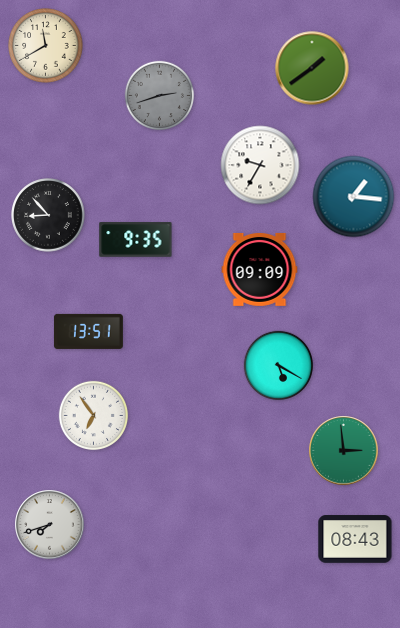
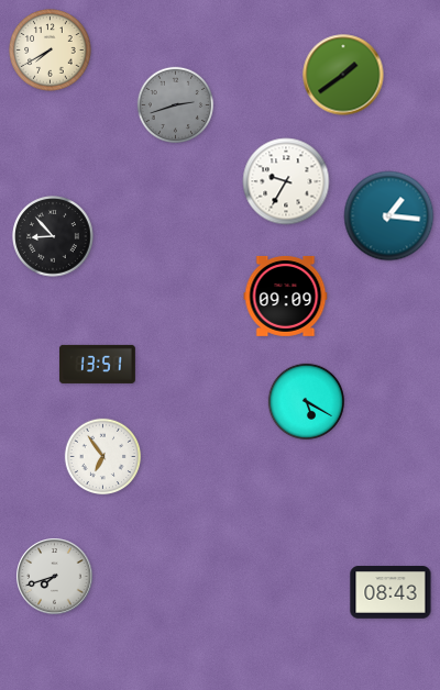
clock at (46, 46): 11:40 -> 7:40
clock at (136, 240): 9:35 -> none
clock at (344, 451): 2:59 -> none
